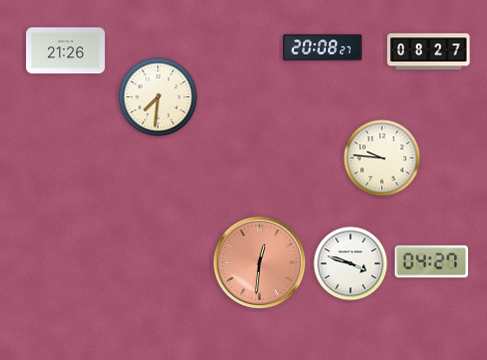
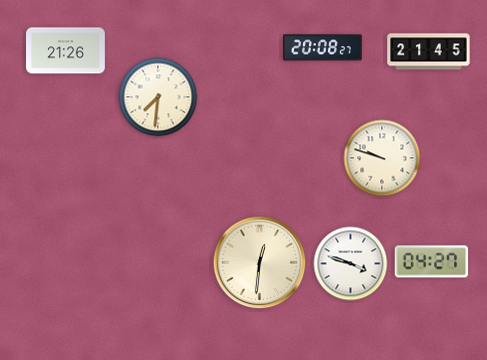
clock at (429, 52): 08:27 -> 21:45
clock at (382, 158): 9:46 -> 9:48
clock at (260, 263) dial: salmon -> cream
